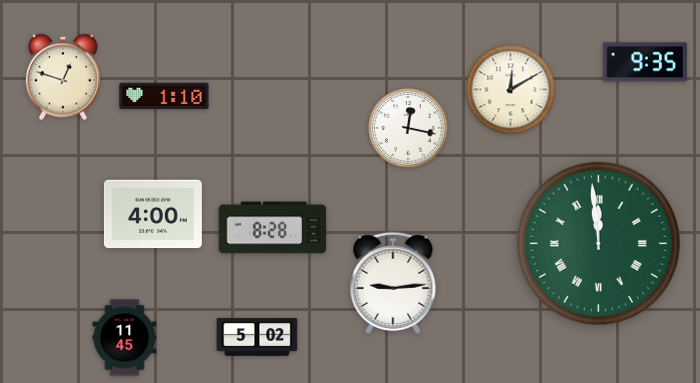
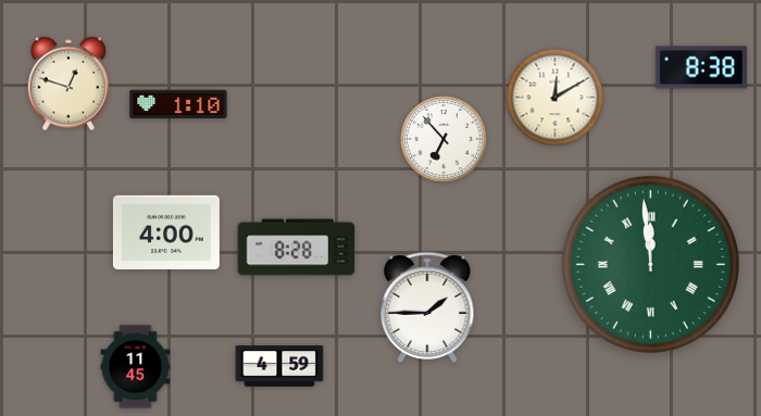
clock at (645, 62): 9:35 -> 8:38
clock at (408, 128): 12:17 -> 6:53
clock at (393, 283): 9:14 -> 1:45
clock at (257, 337): 5:02 -> 4:59
